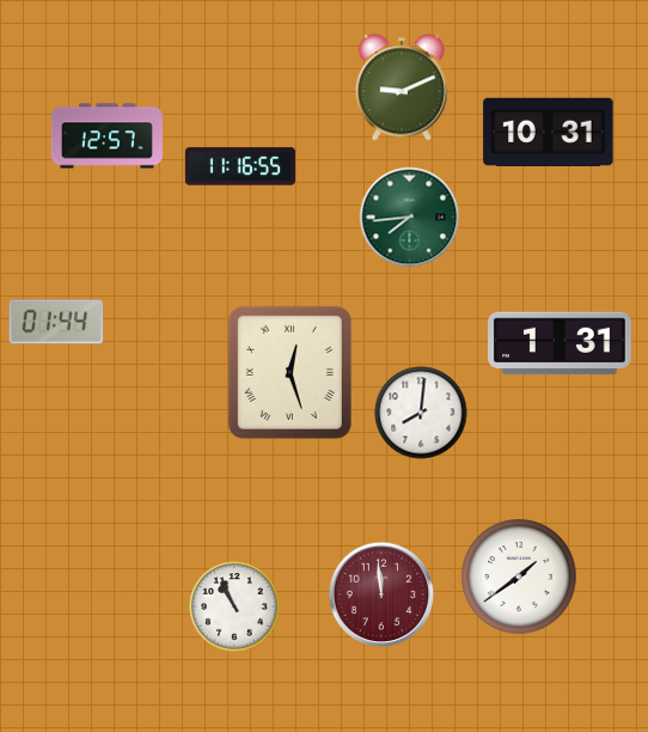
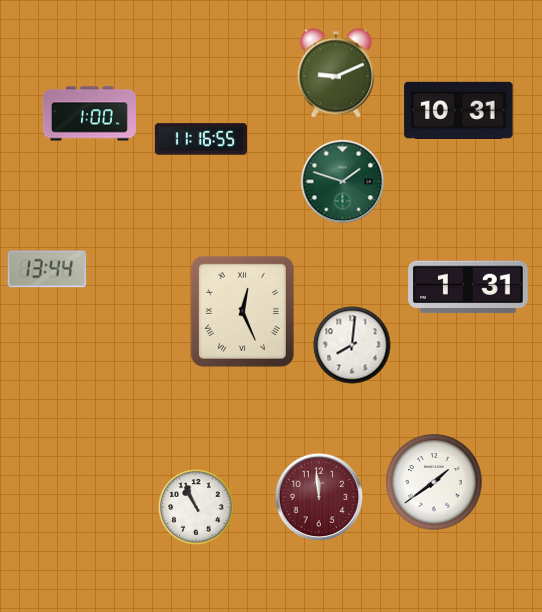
clock at (106, 136): 12:57 -> 1:00
clock at (410, 218): 7:44 -> 1:48
clock at (56, 322): 01:44 -> 13:44
clock at (289, 372): 12:27 -> 12:26
